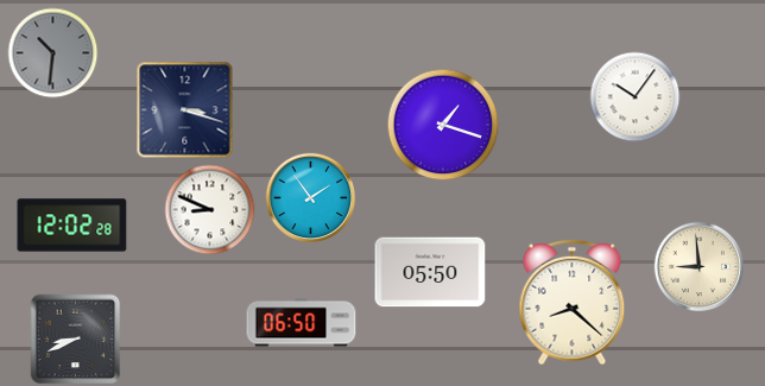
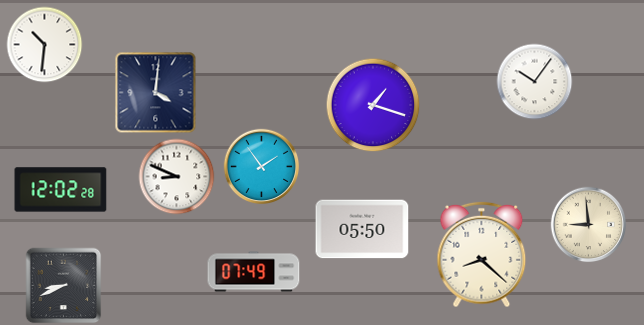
clock at (53, 53) dial: grey -> white
clock at (185, 110): 3:18 -> 4:01
clock at (302, 323): 06:50 -> 07:49
